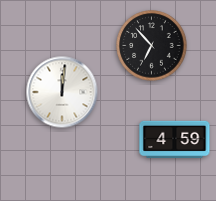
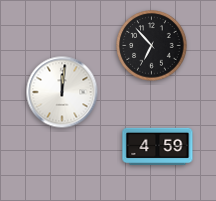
clock at (175, 139) position: (175, 139) -> (158, 146)
